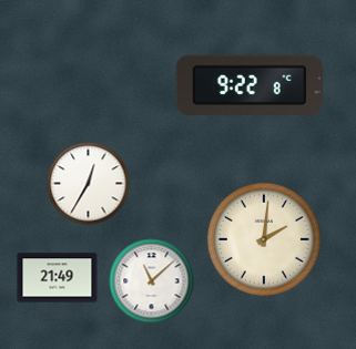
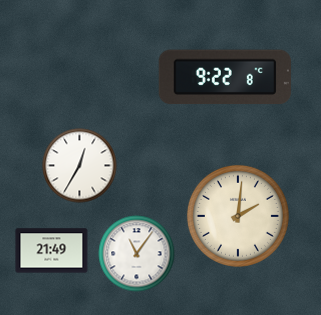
clock at (152, 281): 11:08 -> 11:06
